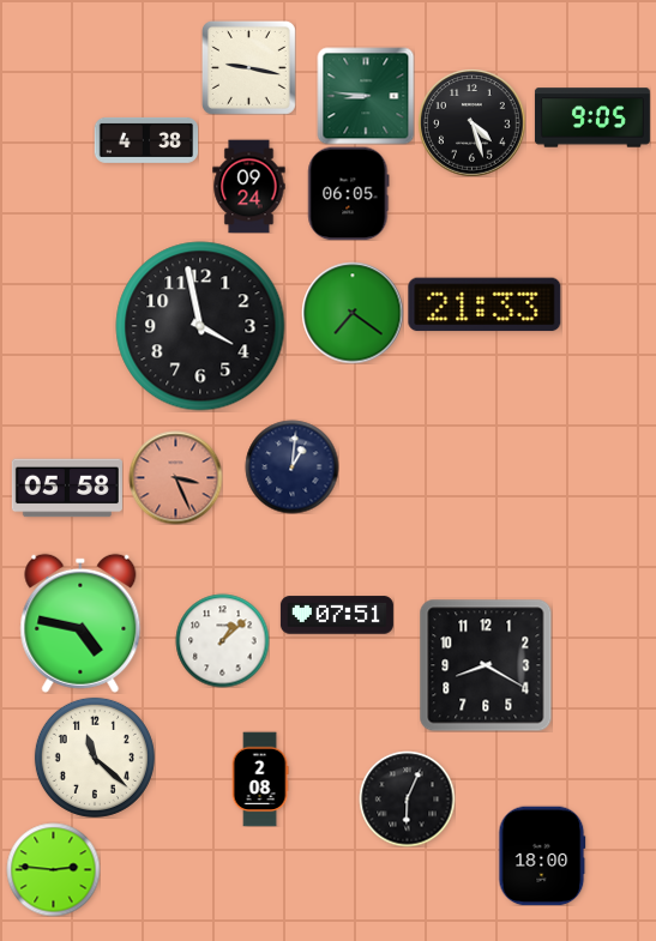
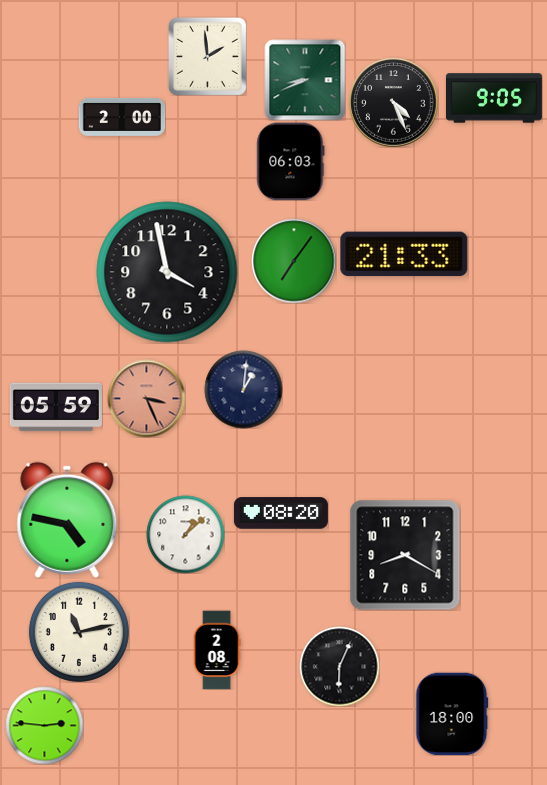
clock at (248, 67): 9:17 -> 1:59
clock at (366, 96): 8:46 -> 8:41
clock at (471, 122): 4:27 -> 4:26
clock at (146, 140): 4:38 -> 2:00
clock at (249, 186): 09:24 -> none
clock at (349, 193): 06:05 -> 06:03
clock at (353, 313): 7:21 -> 7:06
clock at (67, 488): 05:58 -> 05:59
clock at (337, 615): 07:51 -> 08:20
clock at (95, 758): 11:22 -> 11:13
